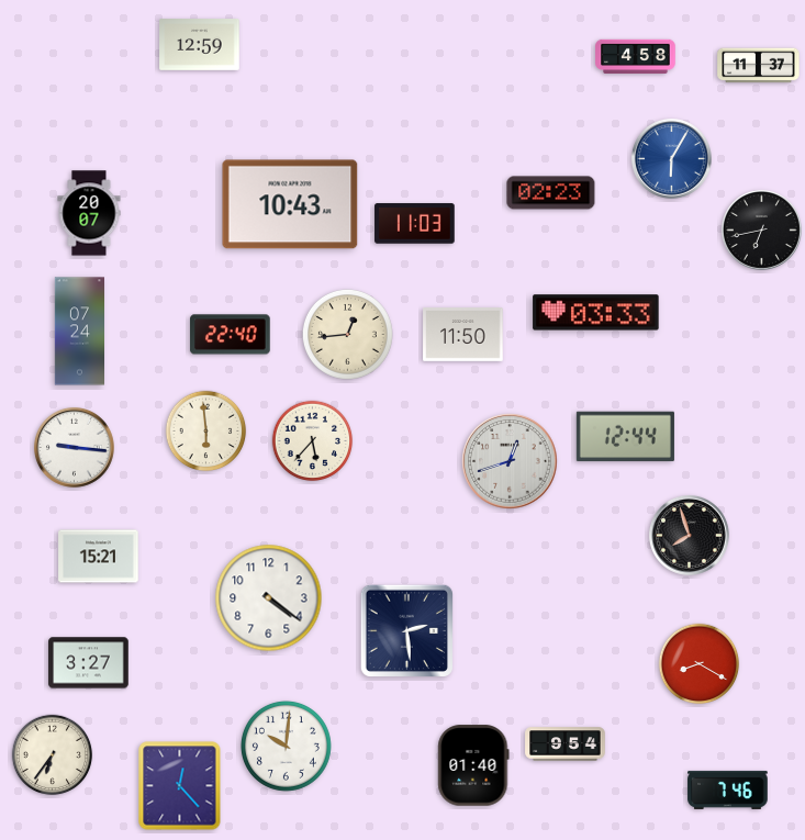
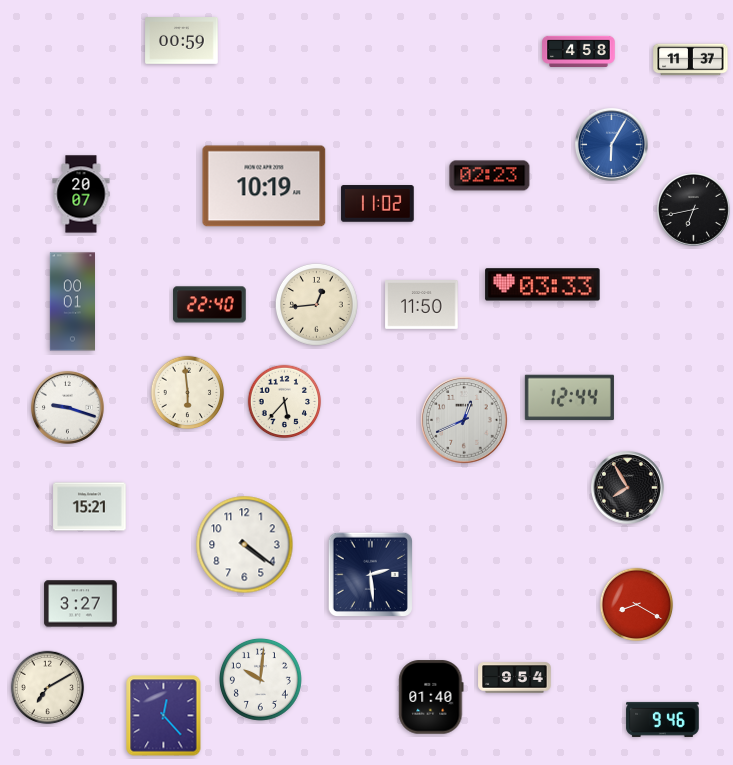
clock at (200, 45): 12:59 -> 00:59
clock at (551, 193) position: (551, 193) -> (490, 176)
clock at (290, 204): 10:43 -> 10:19
clock at (415, 224): 11:03 -> 11:02
clock at (80, 332): 07:24 -> 00:01
clock at (74, 447): 9:16 -> 9:18
clock at (510, 461): 12:42 -> 12:41
clock at (689, 535): 7:57 -> 7:55
clock at (53, 755): 6:36 -> 7:10
clock at (728, 789): 7:46 -> 9:46
